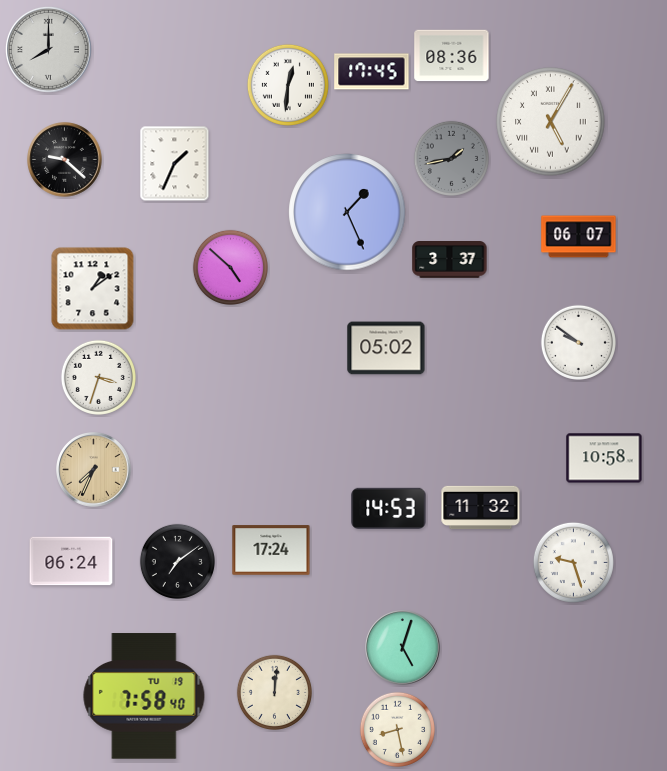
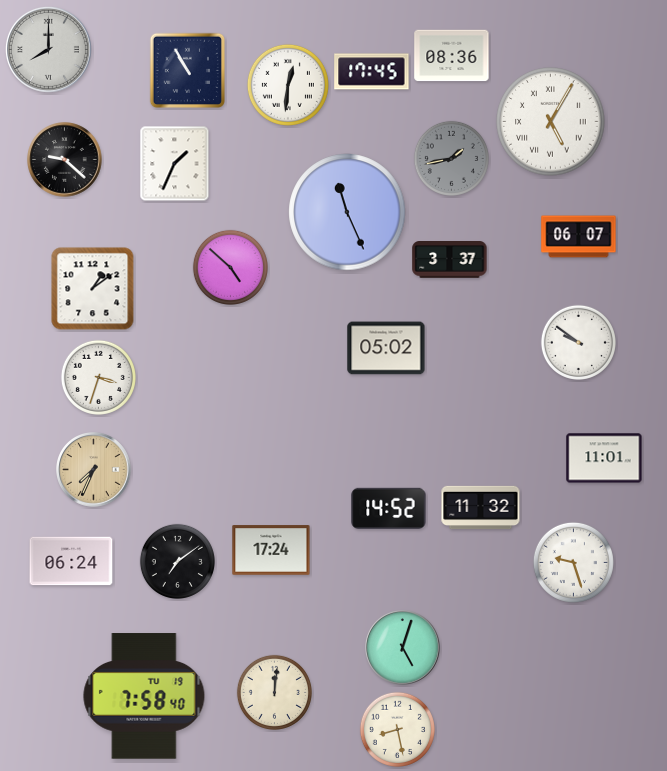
clock at (187, 70): none -> 10:55
clock at (347, 212): 1:26 -> 11:26
clock at (604, 458): 10:58 -> 11:01
clock at (389, 508): 14:53 -> 14:52
